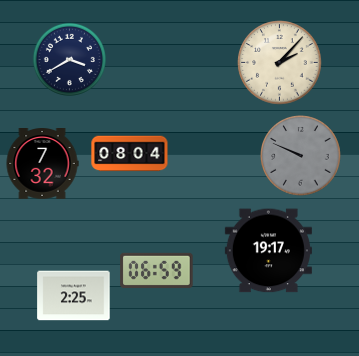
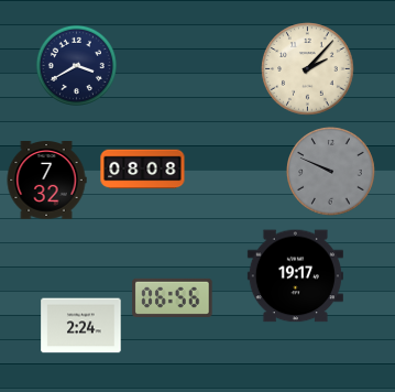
clock at (130, 154): 08:04 -> 08:08
clock at (157, 270): 06:59 -> 06:56
clock at (74, 296): 2:25 -> 2:24
